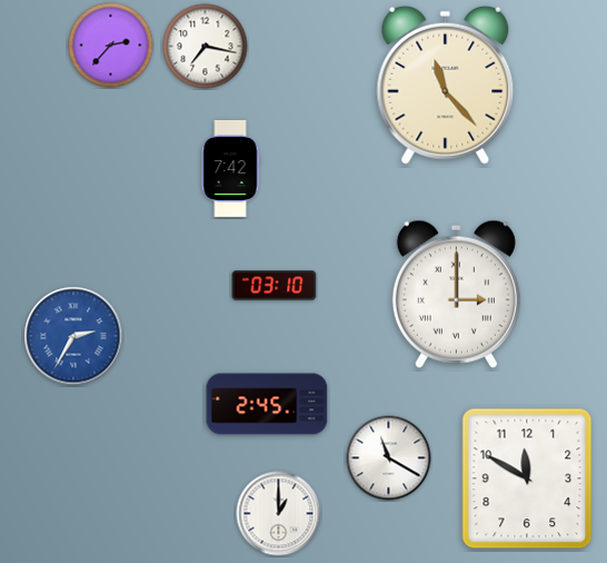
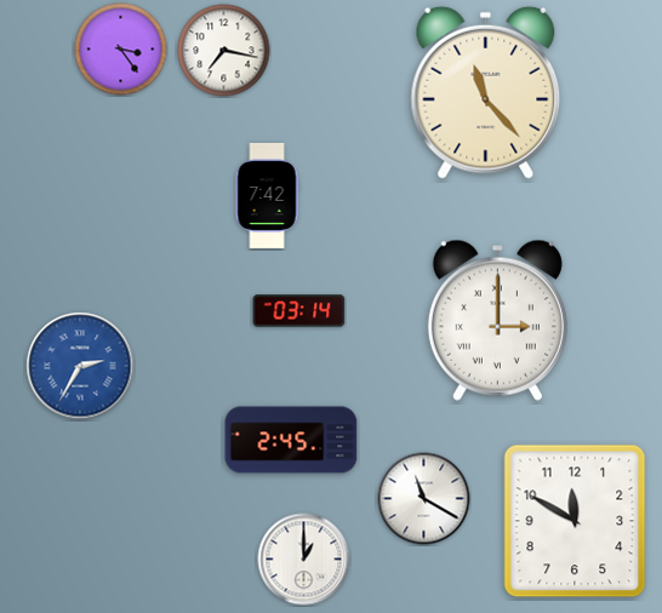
clock at (111, 46): 2:37 -> 3:24
clock at (230, 168) position: (230, 168) -> (267, 195)
clock at (275, 286): 03:10 -> 03:14
